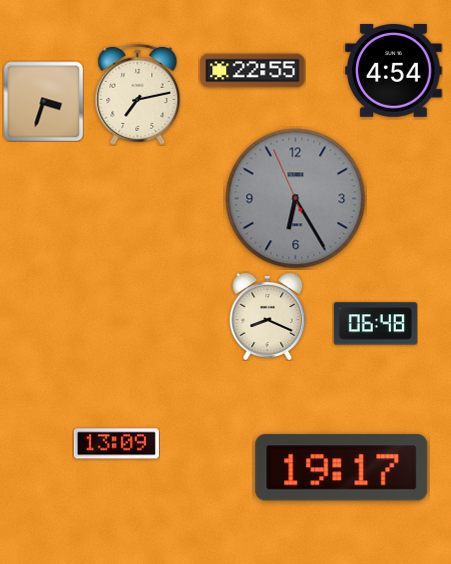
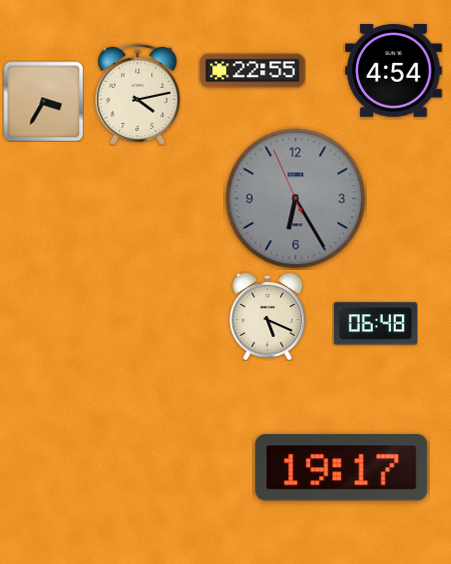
clock at (138, 94): 7:13 -> 4:13
clock at (43, 101): 3:33 -> 3:35
clock at (268, 316): 8:19 -> 5:19
clock at (116, 444): 13:09 -> none
